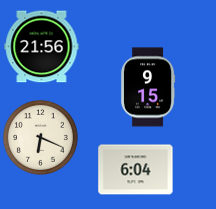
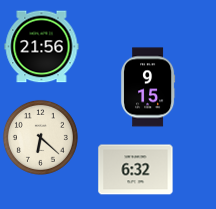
clock at (40, 137): 6:19 -> 6:22
clock at (136, 170): 6:04 -> 6:32
